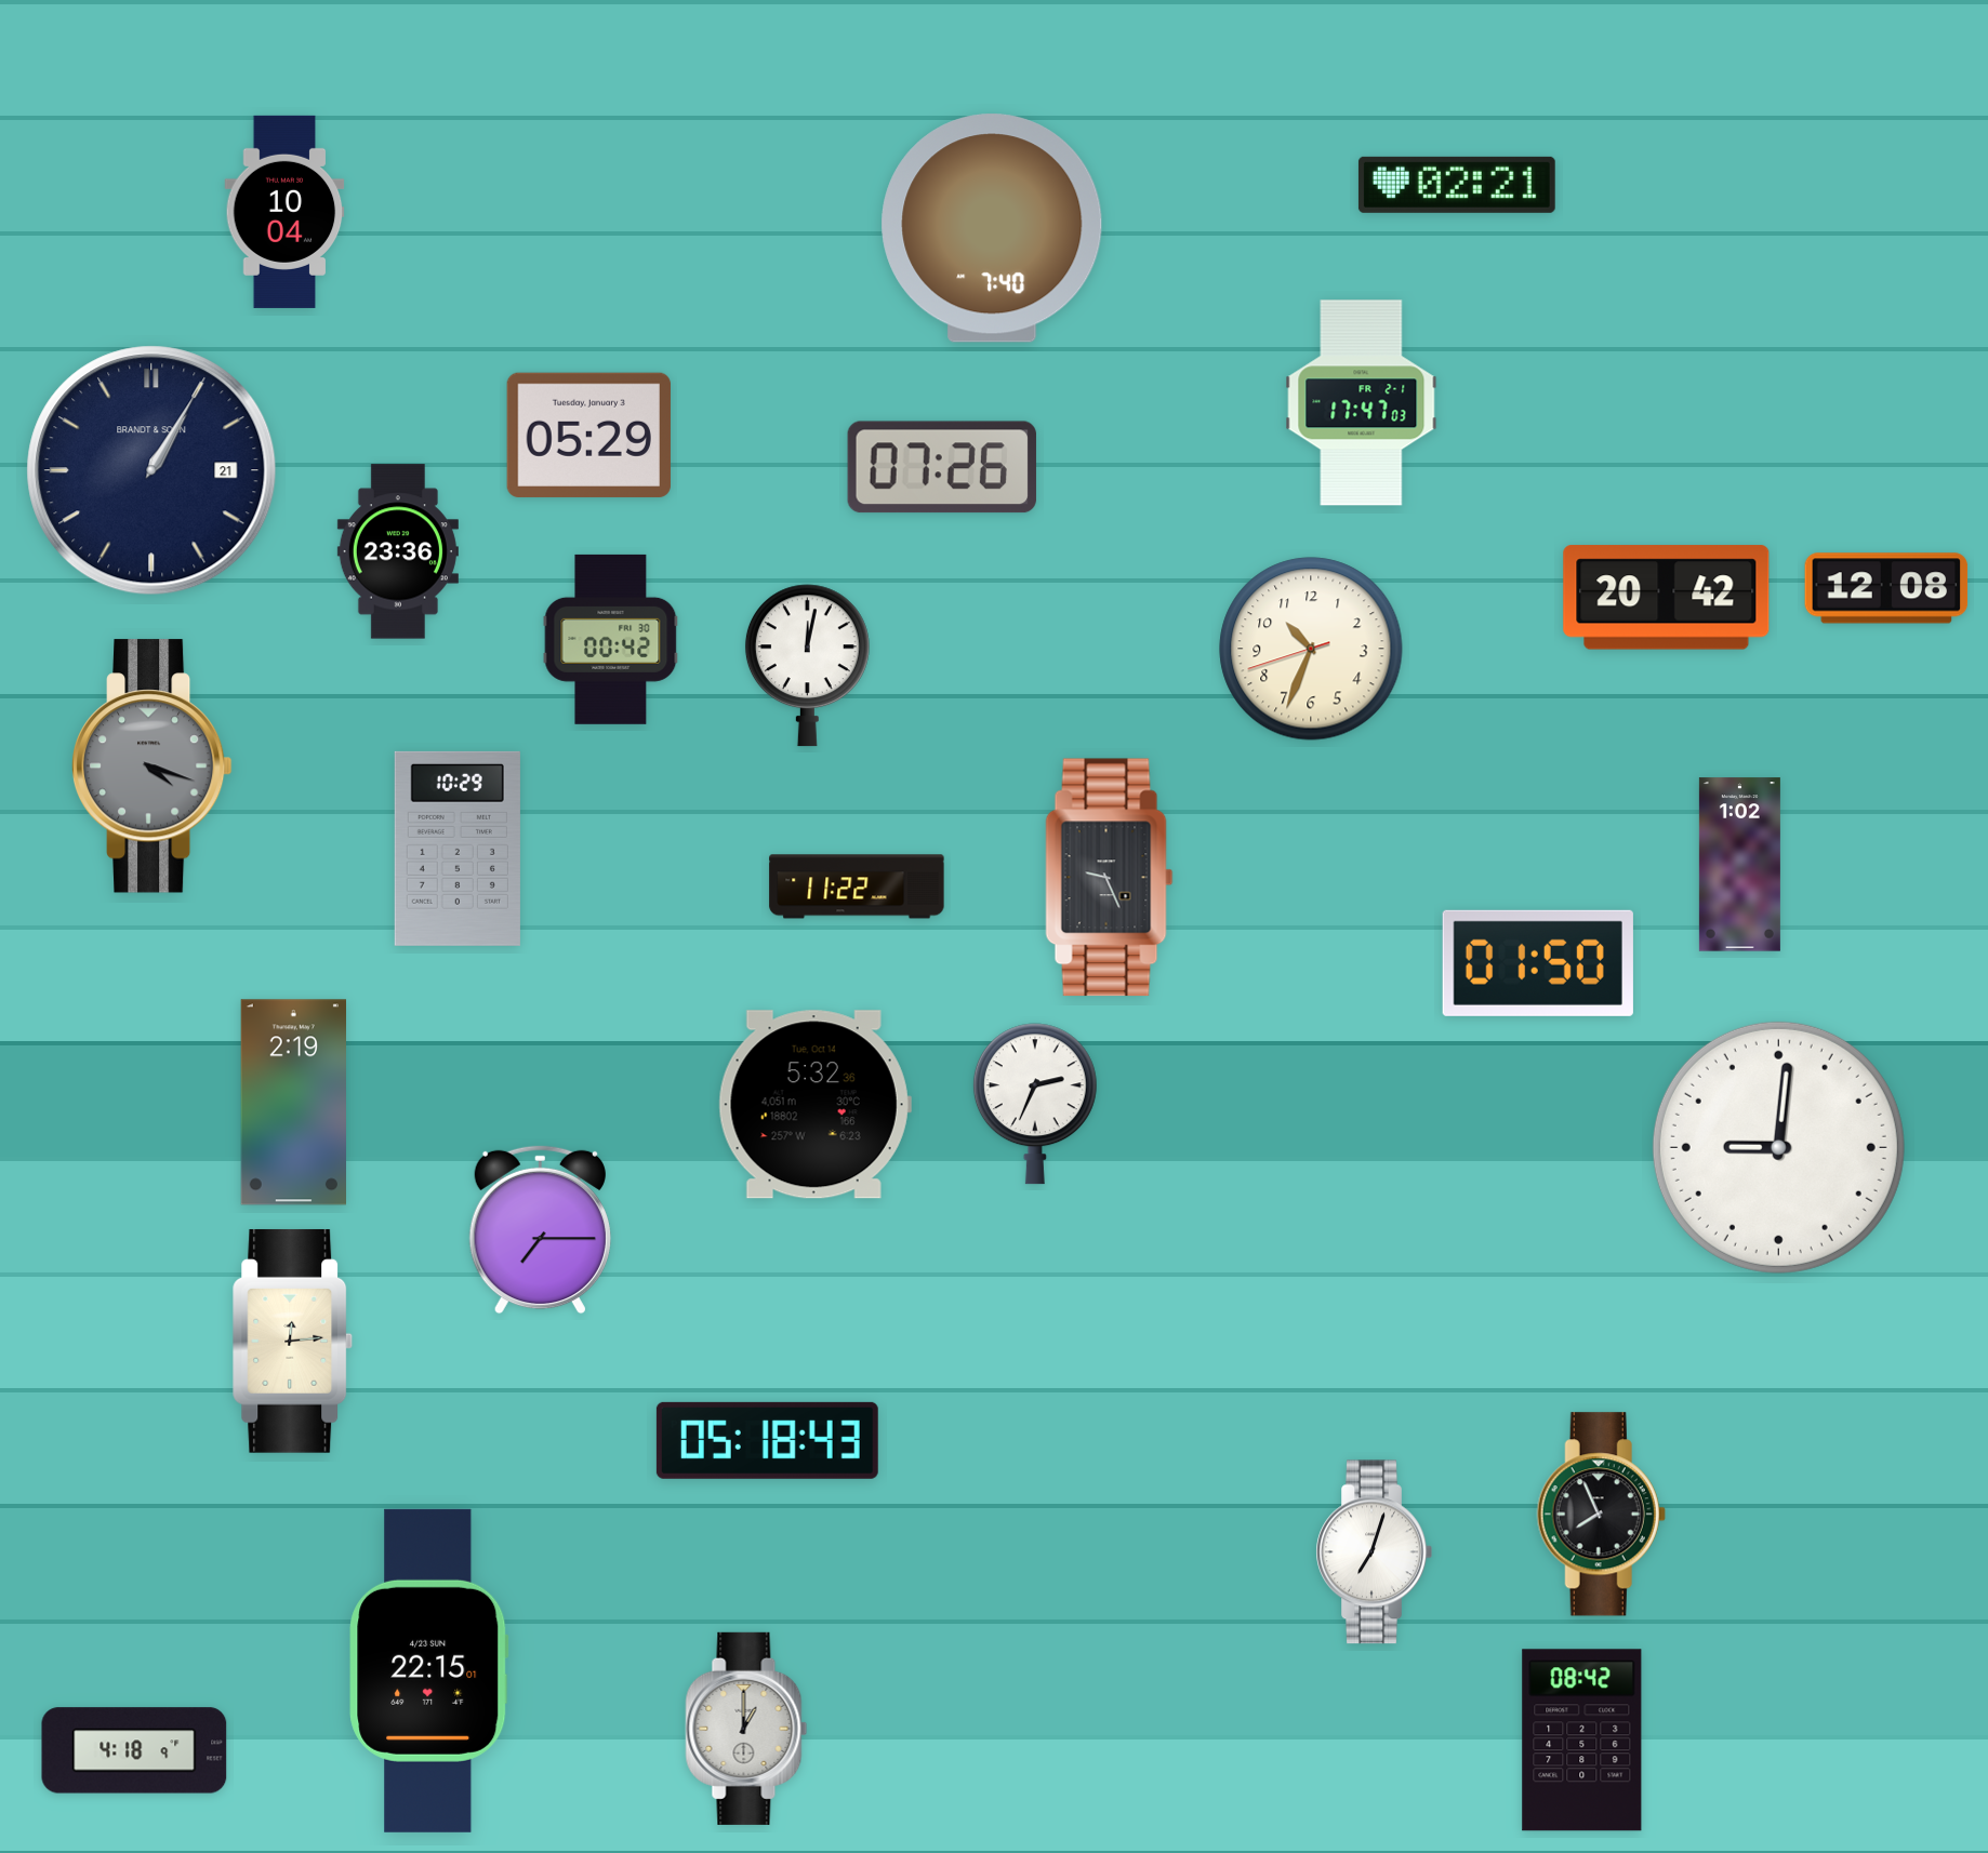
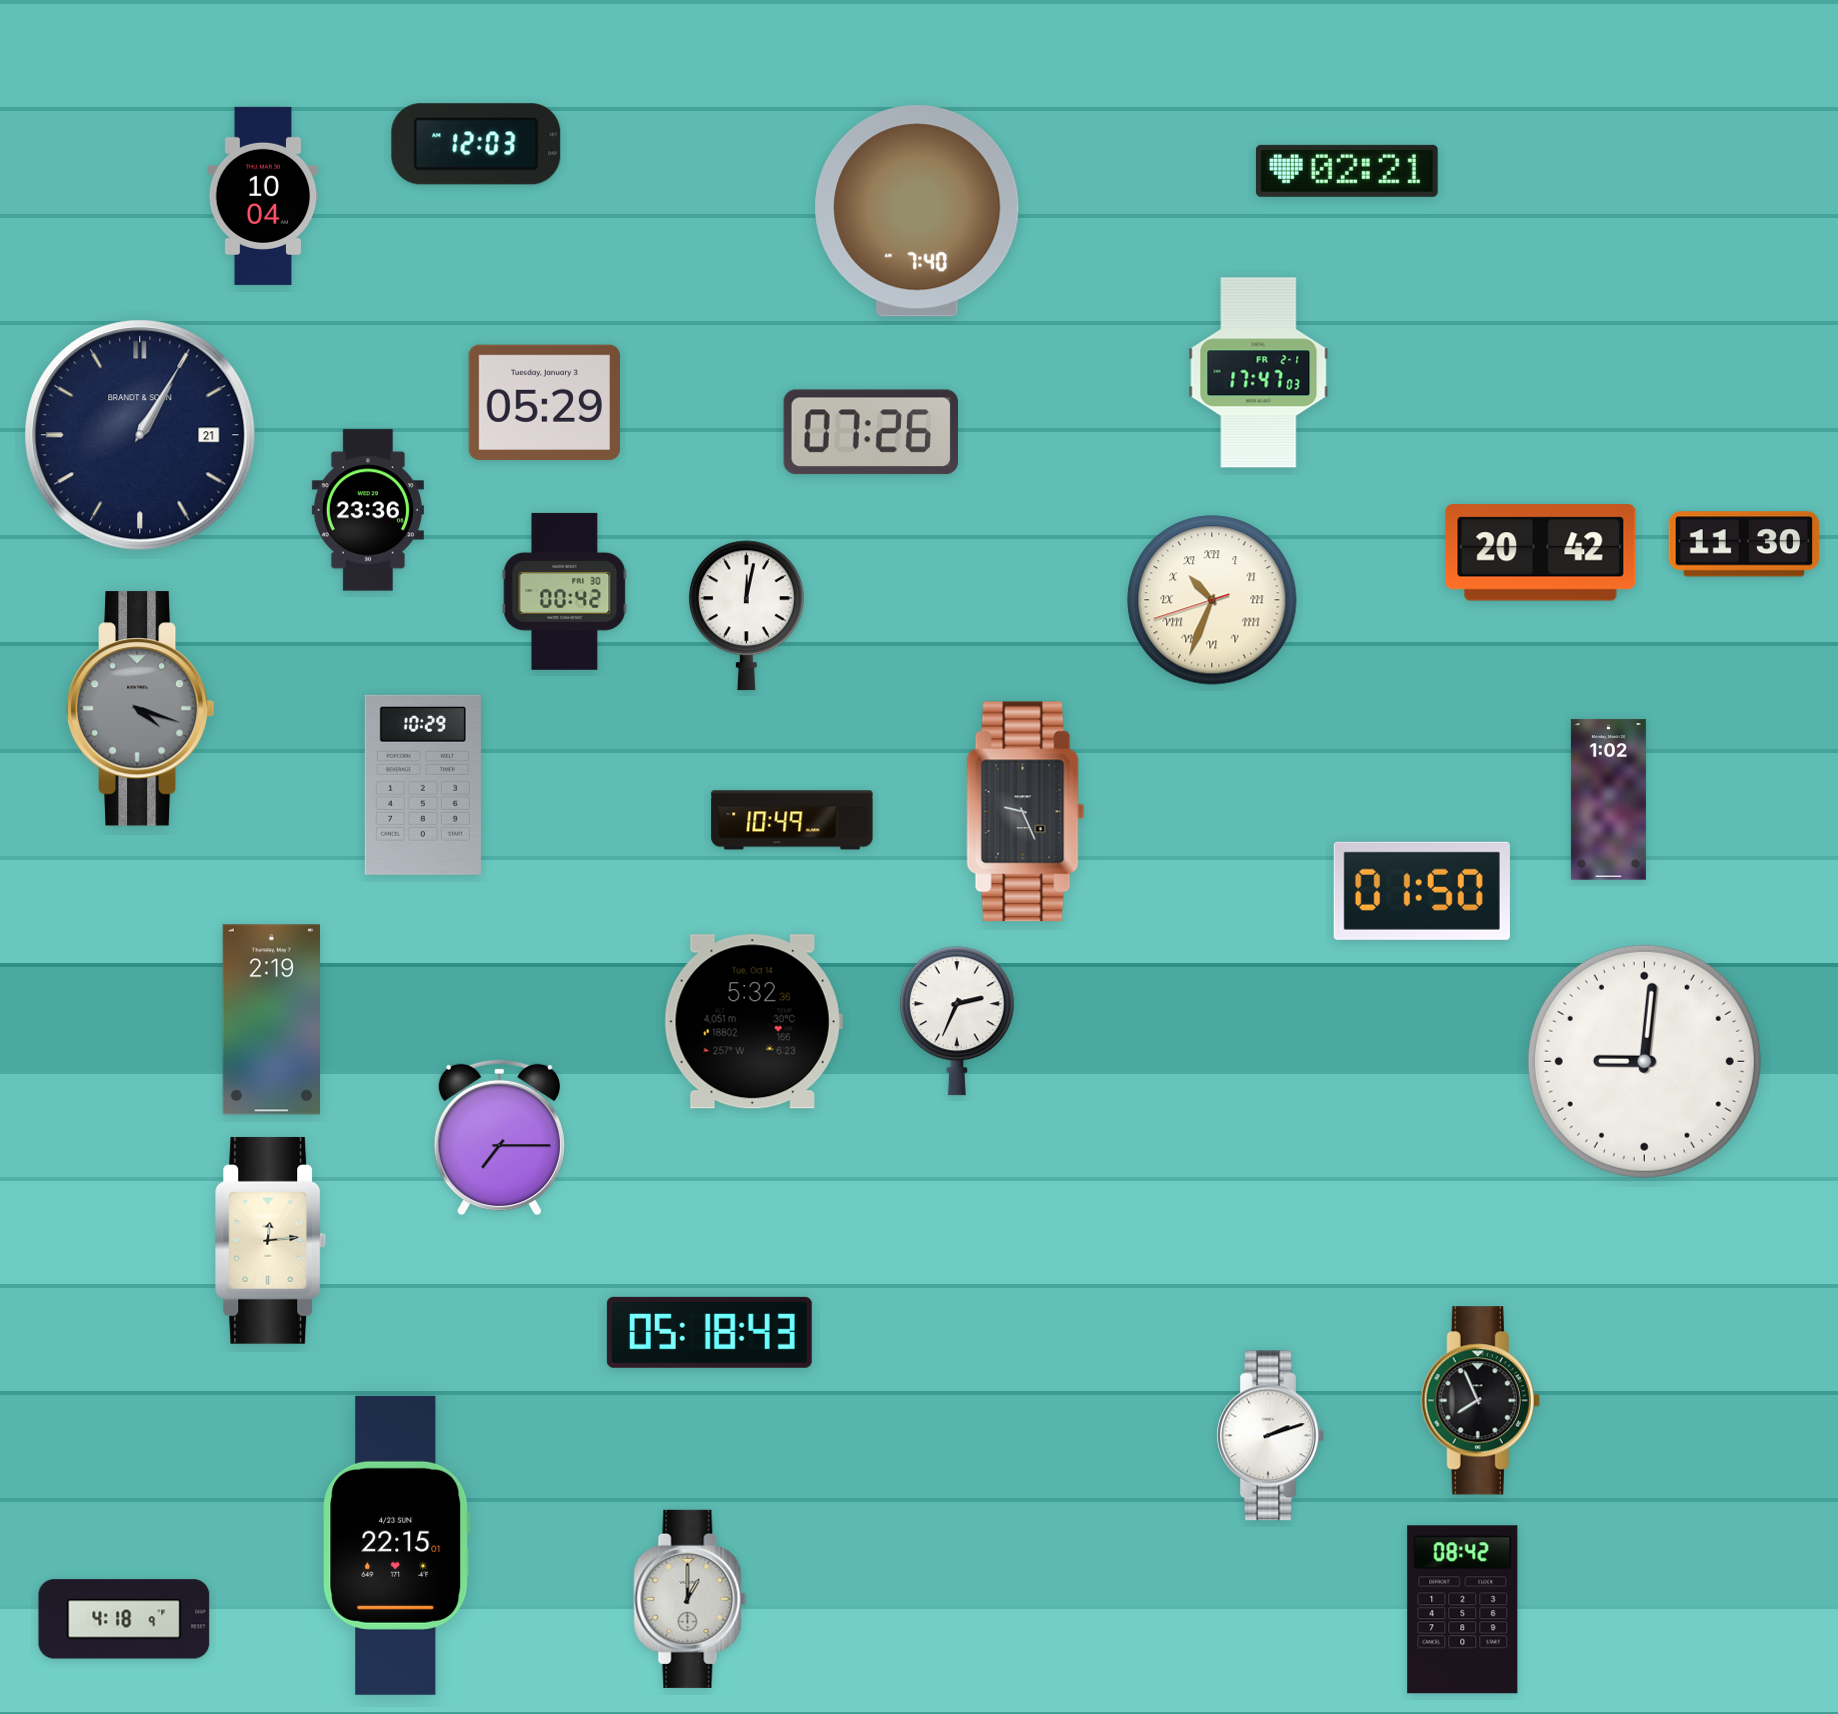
clock at (476, 144): none -> 12:03
clock at (1886, 588): 12:08 -> 11:30
clock at (1311, 649) numerals: Arabic -> Roman
clock at (857, 886): 11:22 -> 10:49
clock at (1374, 1552): 7:03 -> 2:12
